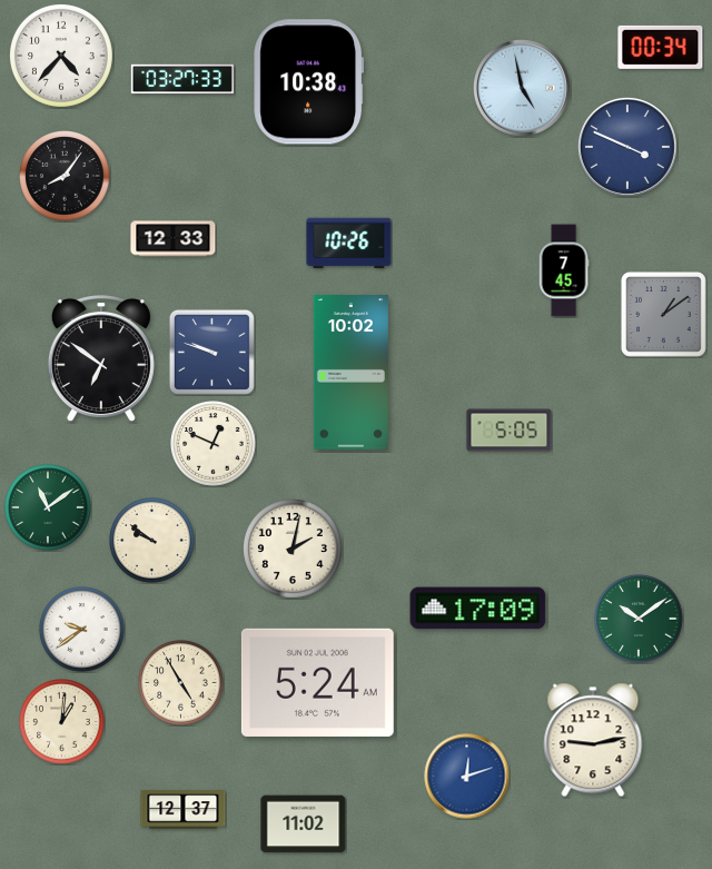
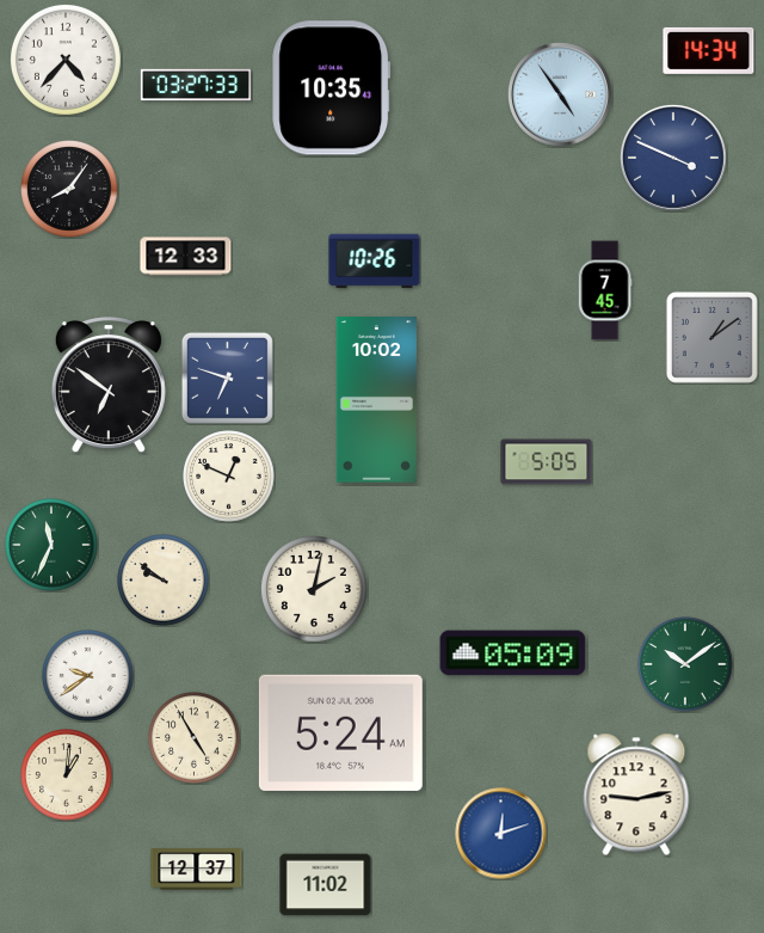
clock at (661, 47): 00:34 -> 14:34
clock at (309, 82): 10:38 -> 10:35
clock at (523, 89): 4:58 -> 4:54
clock at (211, 352): 9:48 -> 6:48
clock at (48, 507): 11:09 -> 11:34
clock at (478, 609): 17:09 -> 05:09
clock at (181, 683) position: (181, 683) -> (195, 738)
